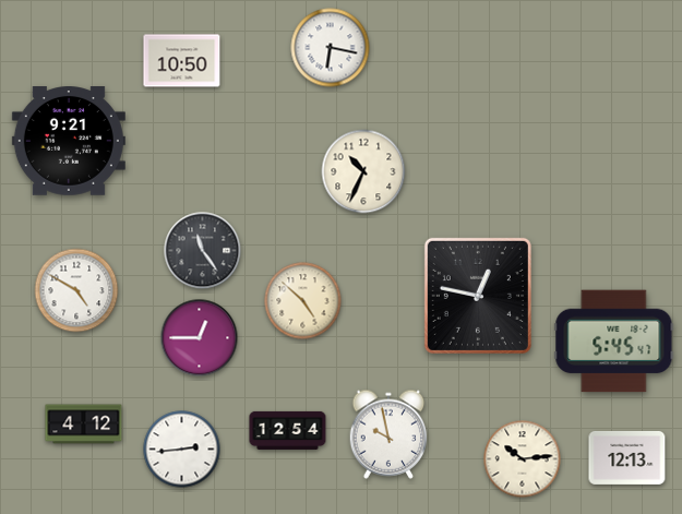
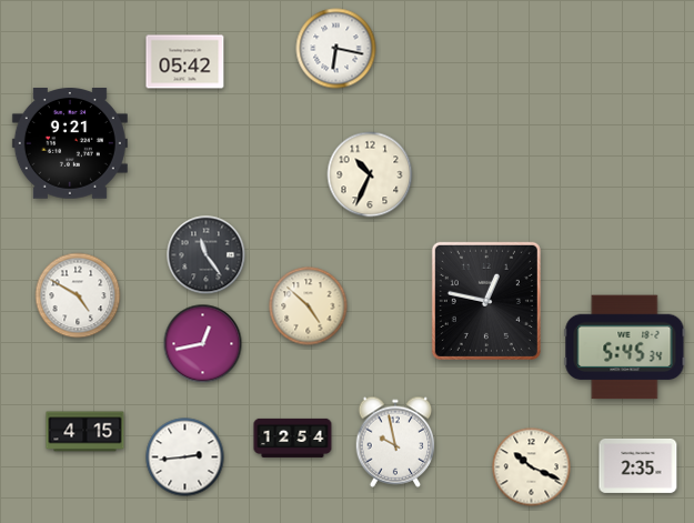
clock at (182, 61): 10:50 -> 05:42
clock at (200, 338): 12:45 -> 12:43
clock at (614, 342): 5:45:47 -> 5:45:34
clock at (84, 425): 4:12 -> 4:15
clock at (627, 457): 12:13 -> 2:35
clock at (523, 459): 10:14 -> 10:19
